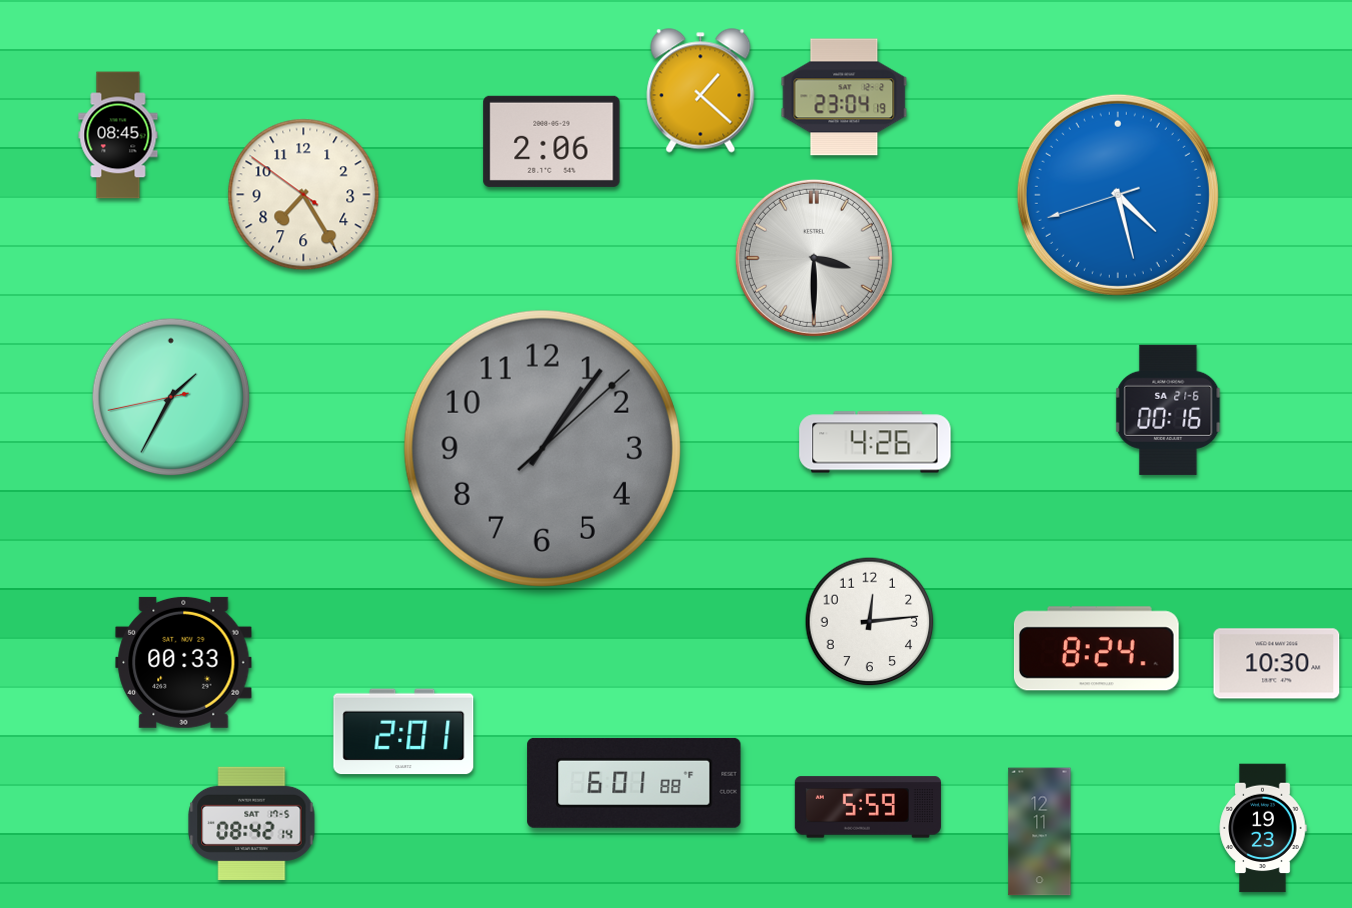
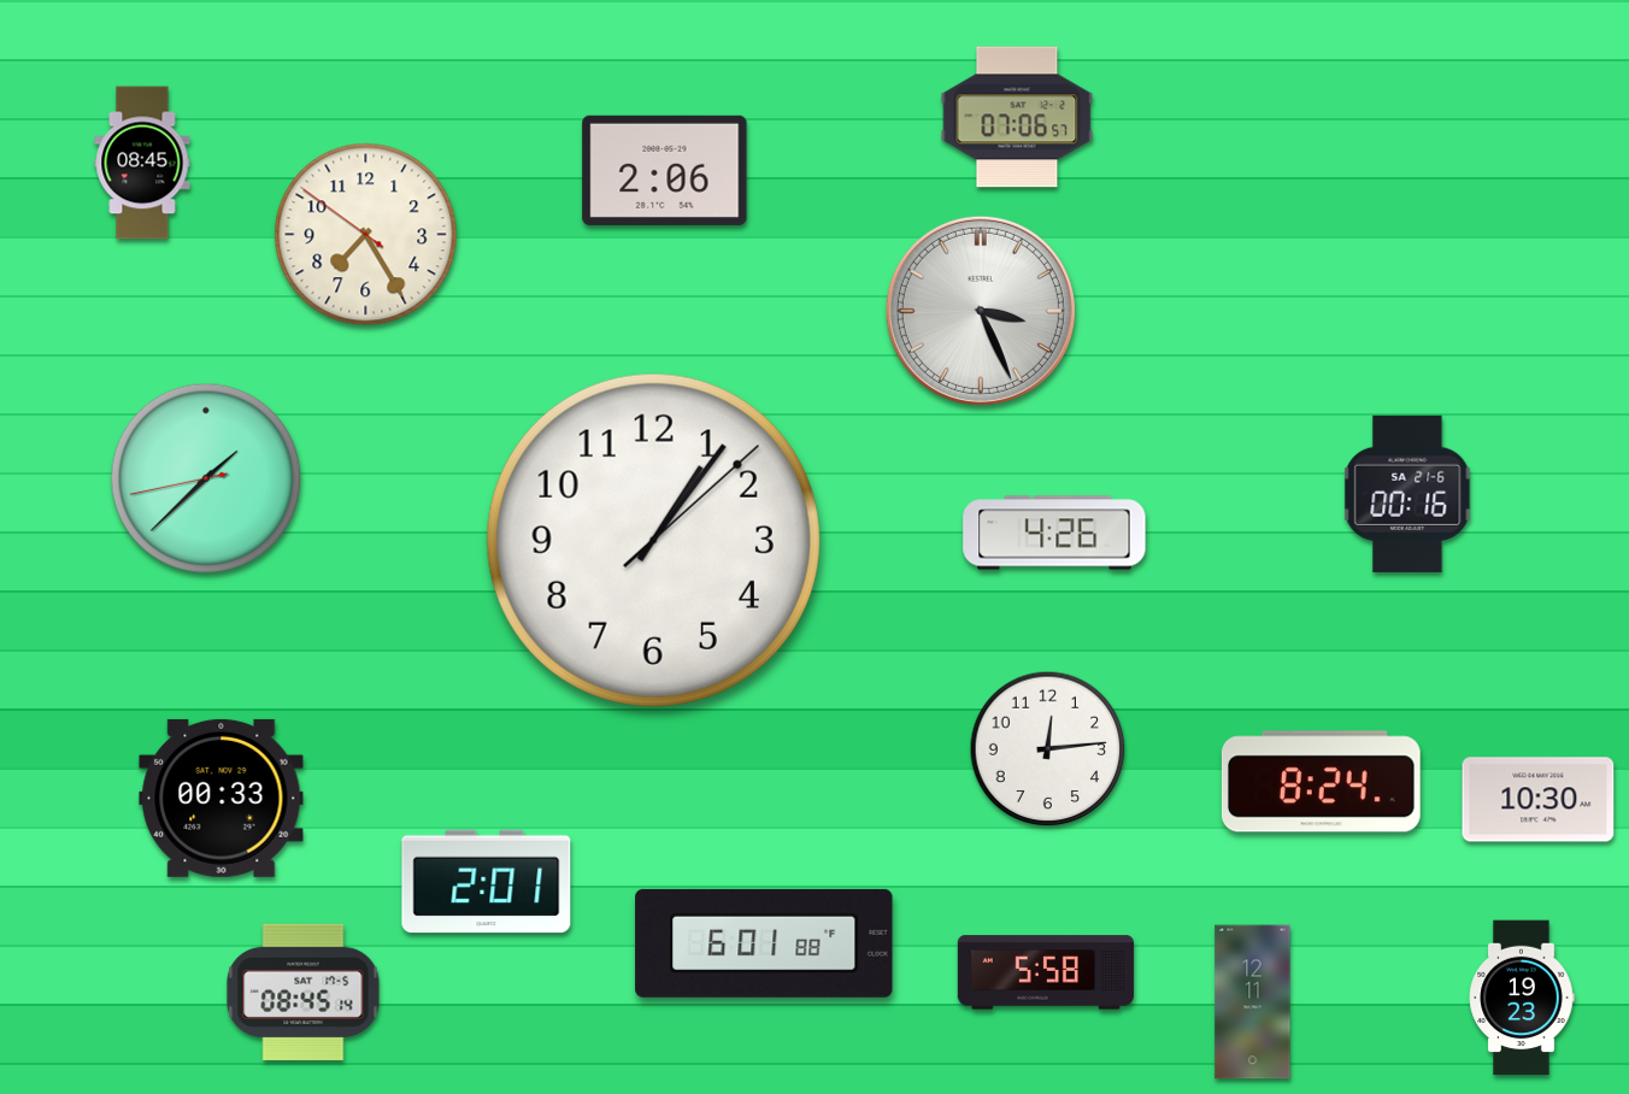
clock at (701, 91): 1:22 -> none
clock at (844, 97): 23:04 -> 07:06
clock at (1118, 195): 4:27 -> none
clock at (814, 258): 3:30 -> 3:26
clock at (171, 397): 1:34 -> 1:37
clock at (542, 448) dial: grey -> white
clock at (868, 807): 5:59 -> 5:58
clock at (252, 823): 08:42 -> 08:45
